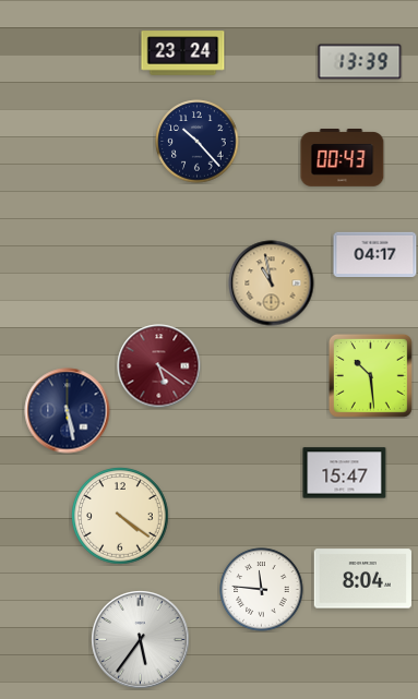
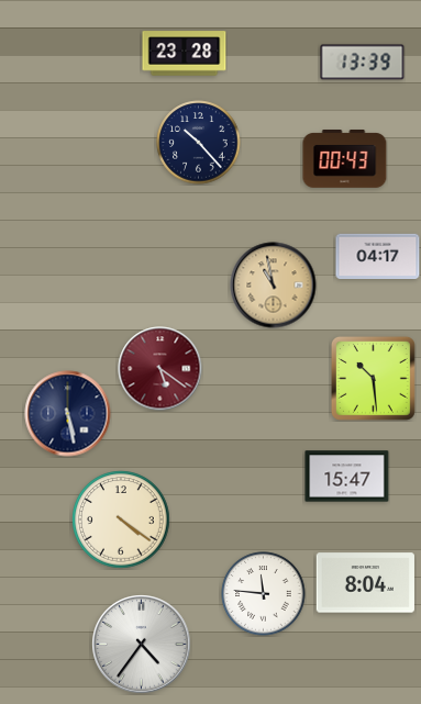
clock at (183, 53): 23:24 -> 23:28
clock at (141, 640): 5:36 -> 4:36
